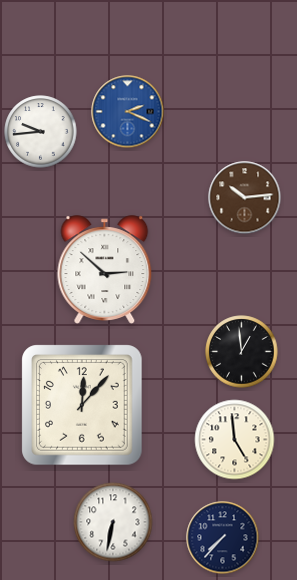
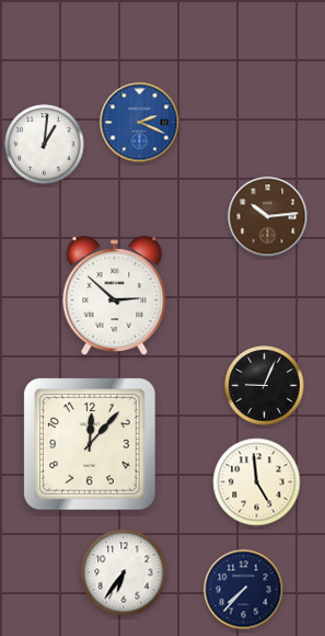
clock at (41, 132): 9:44 -> 1:01
clock at (242, 352): 12:59 -> 9:04
clock at (113, 522): 6:32 -> 6:36
